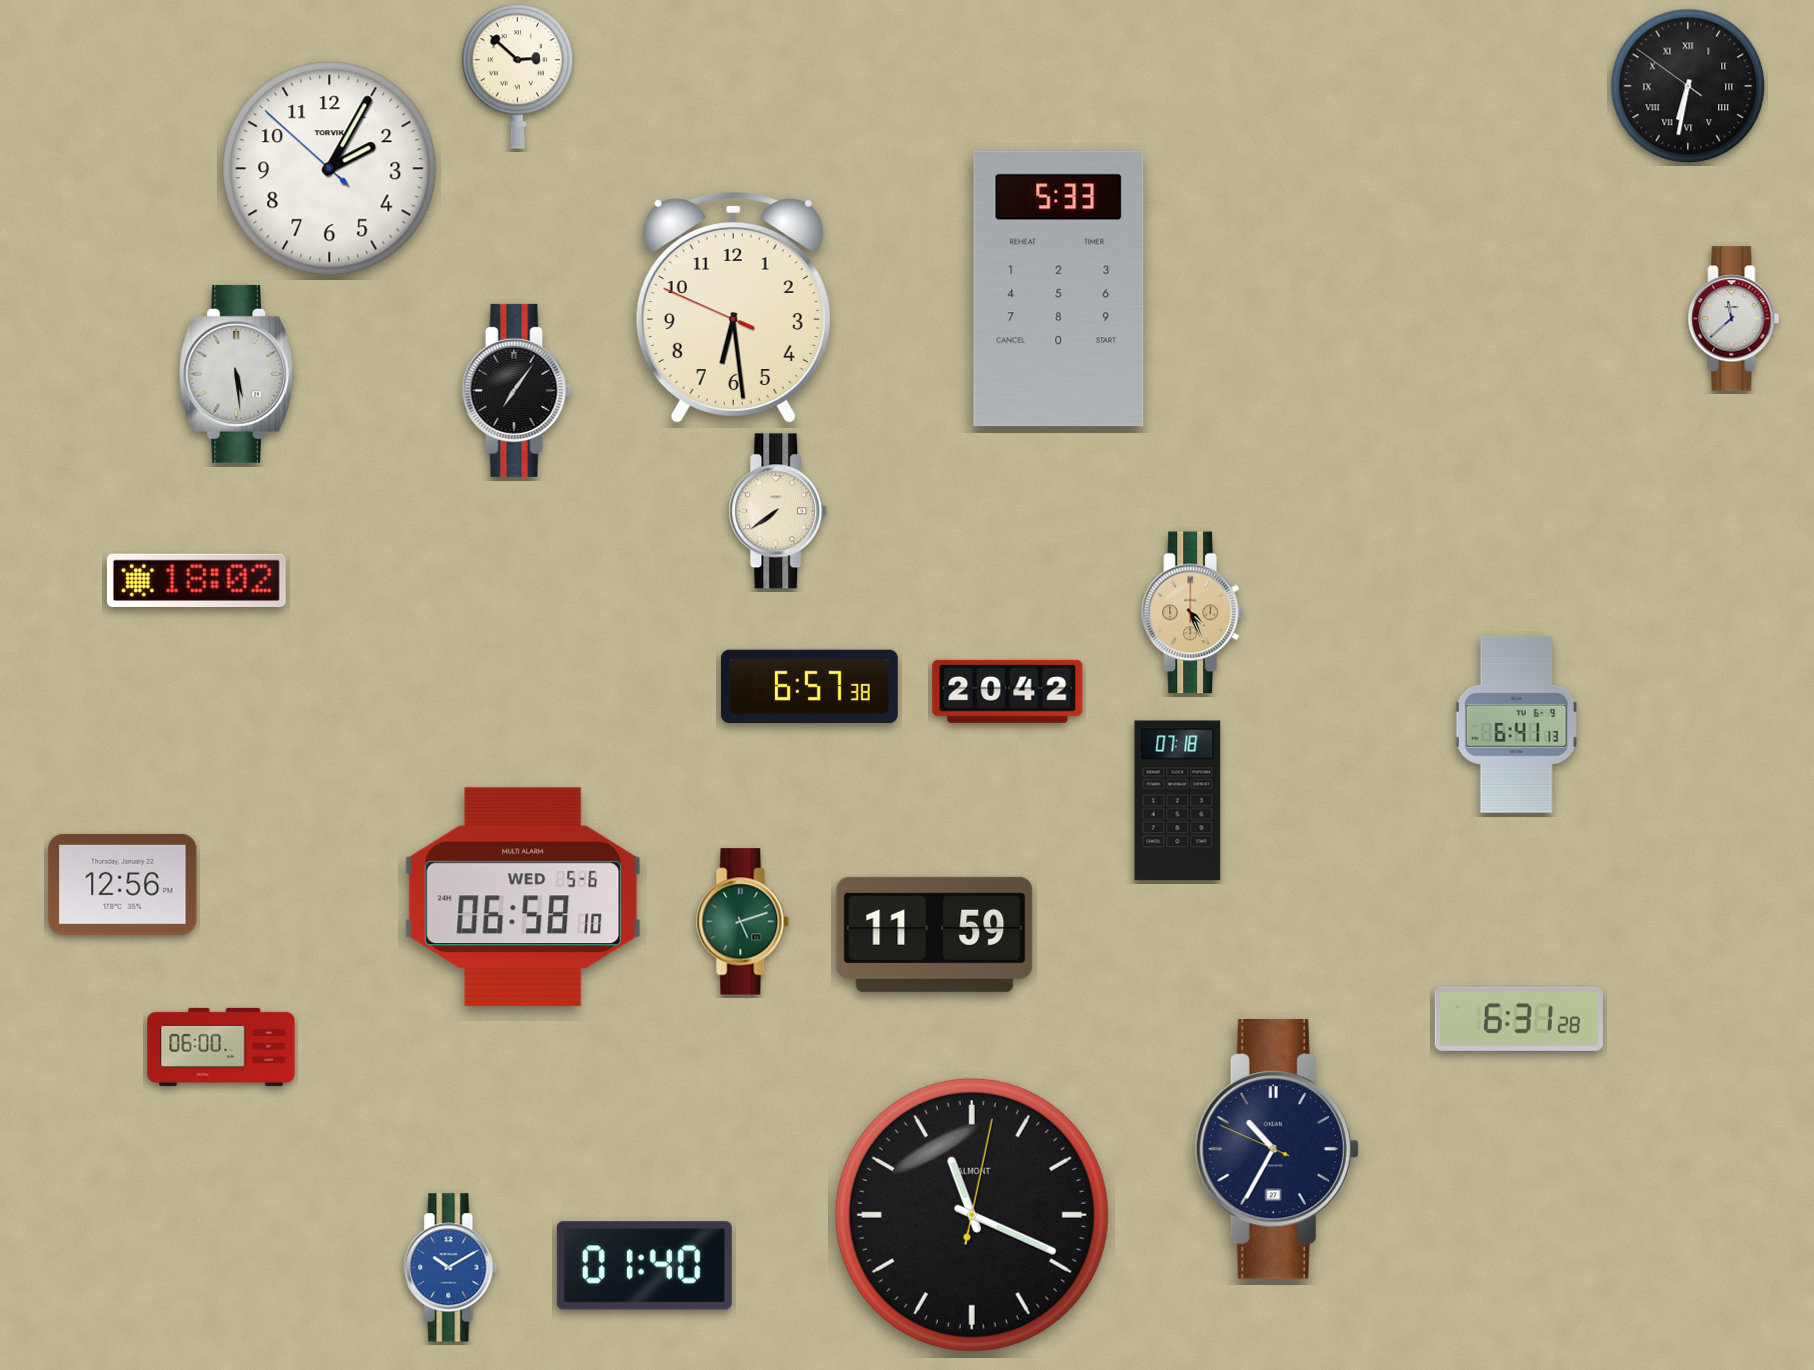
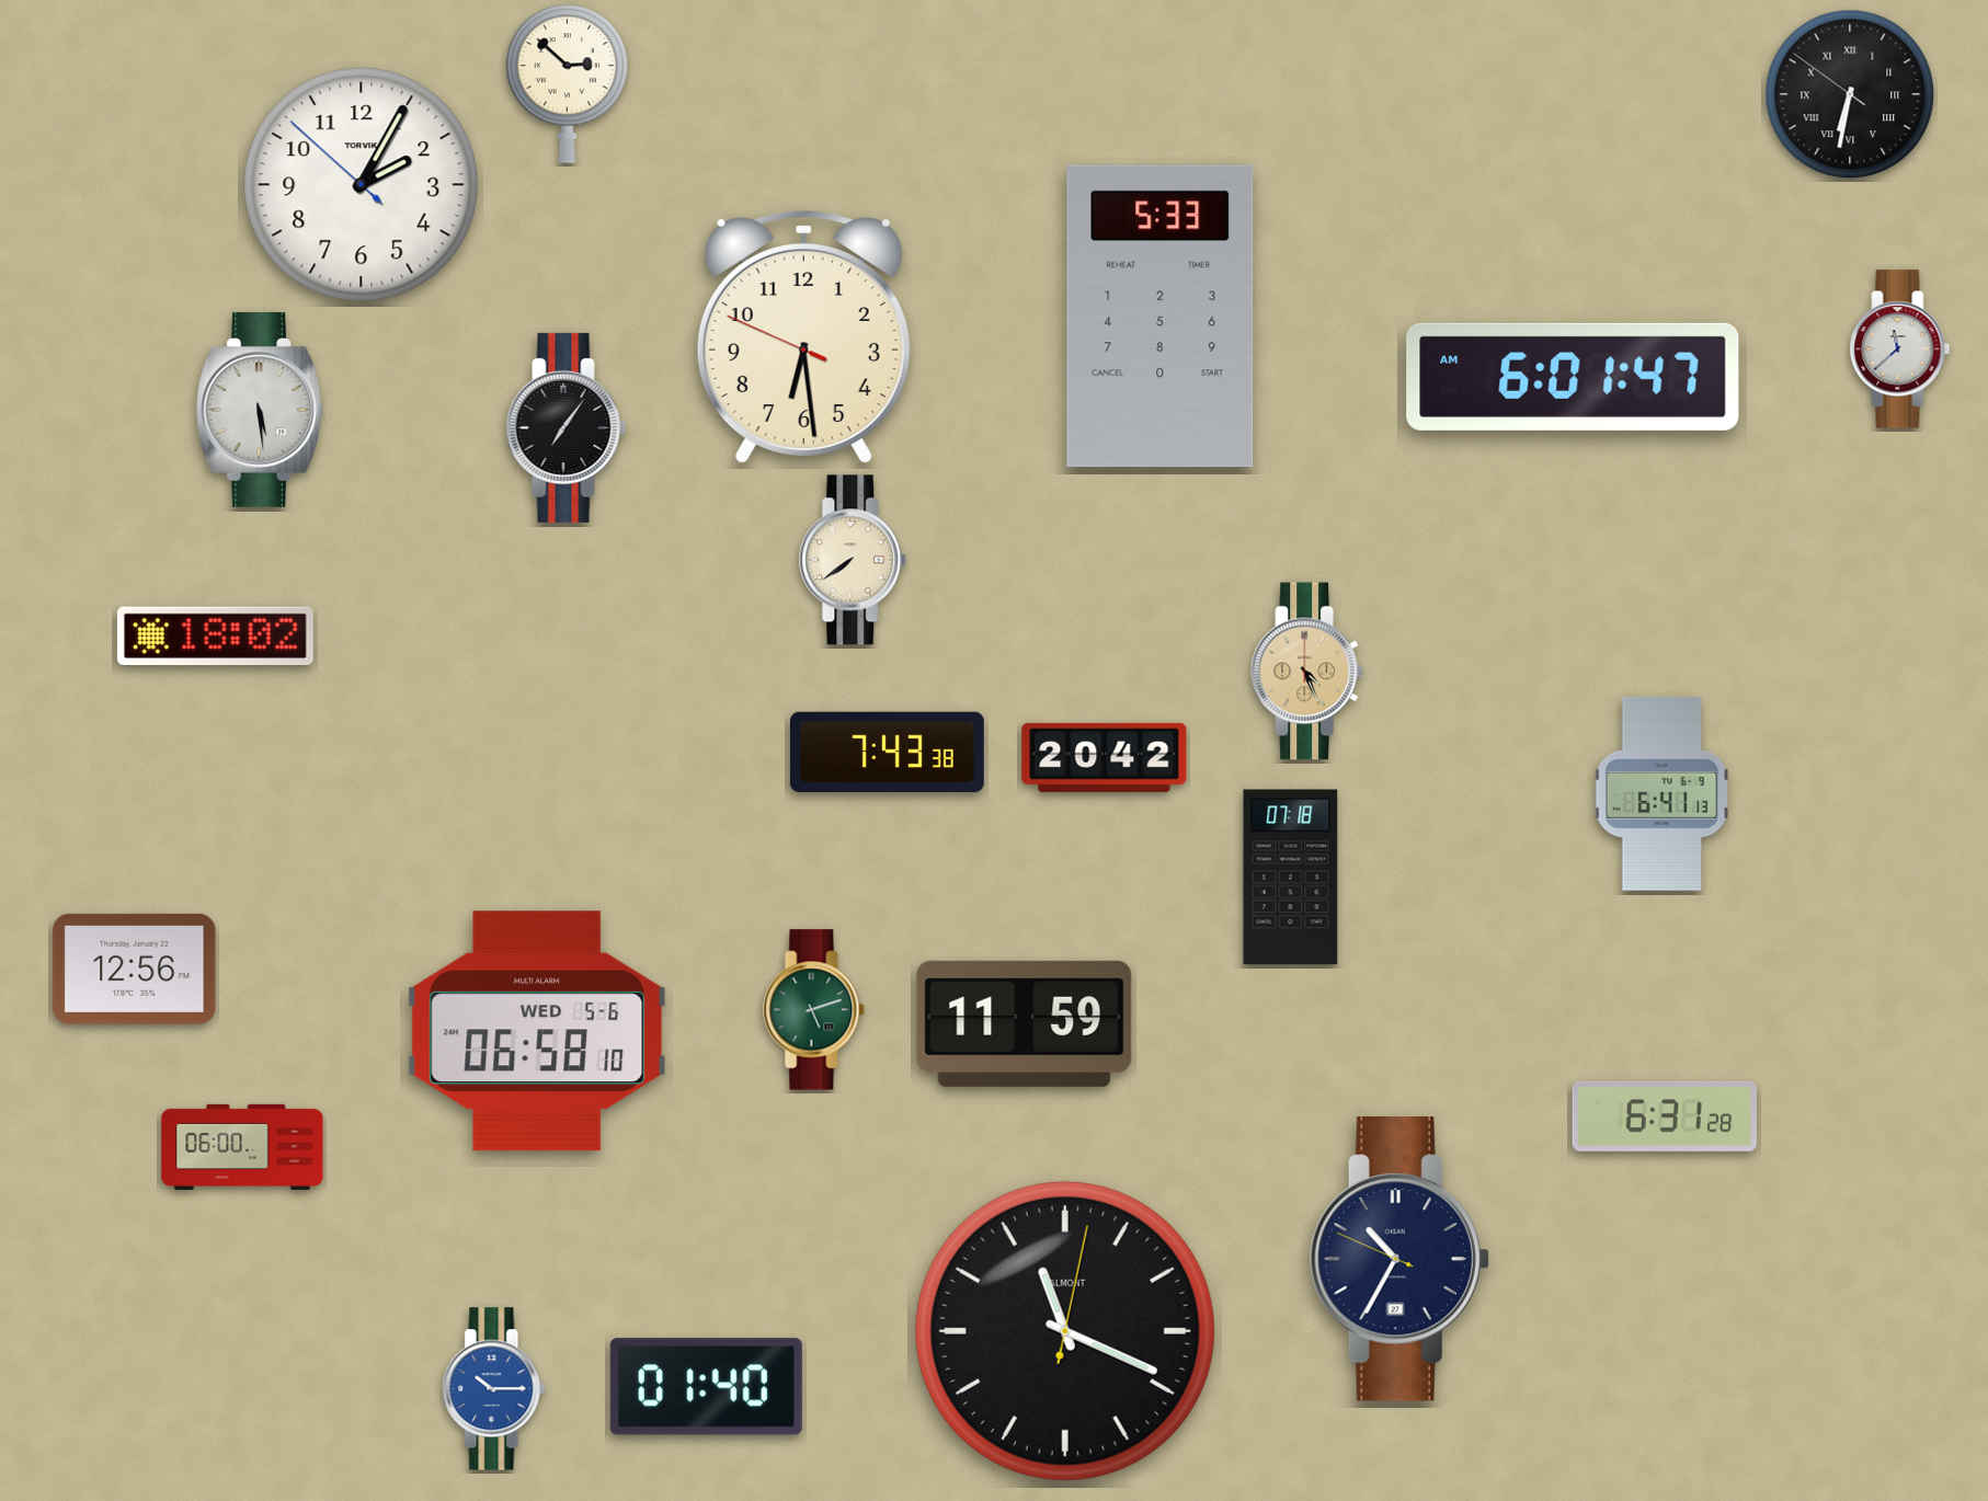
clock at (1573, 377): none -> 6:01
clock at (809, 686): 6:57 -> 7:43
clock at (523, 897) position: (523, 897) -> (537, 1031)
clock at (451, 1268): 10:10 -> 10:15
